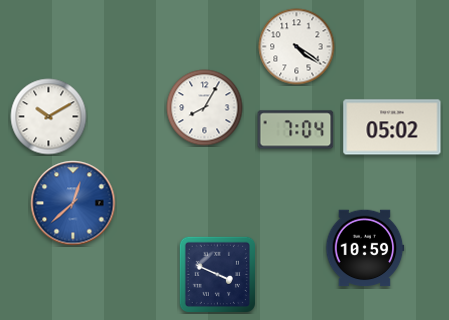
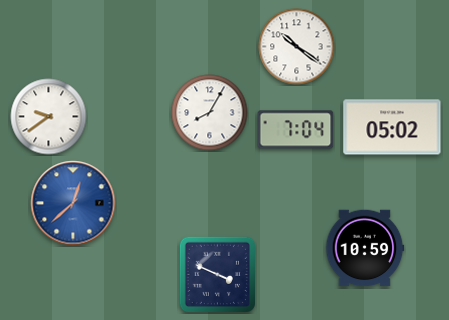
clock at (297, 47): 4:21 -> 10:21
clock at (205, 108) position: (205, 108) -> (210, 113)
clock at (49, 117): 10:10 -> 9:39
